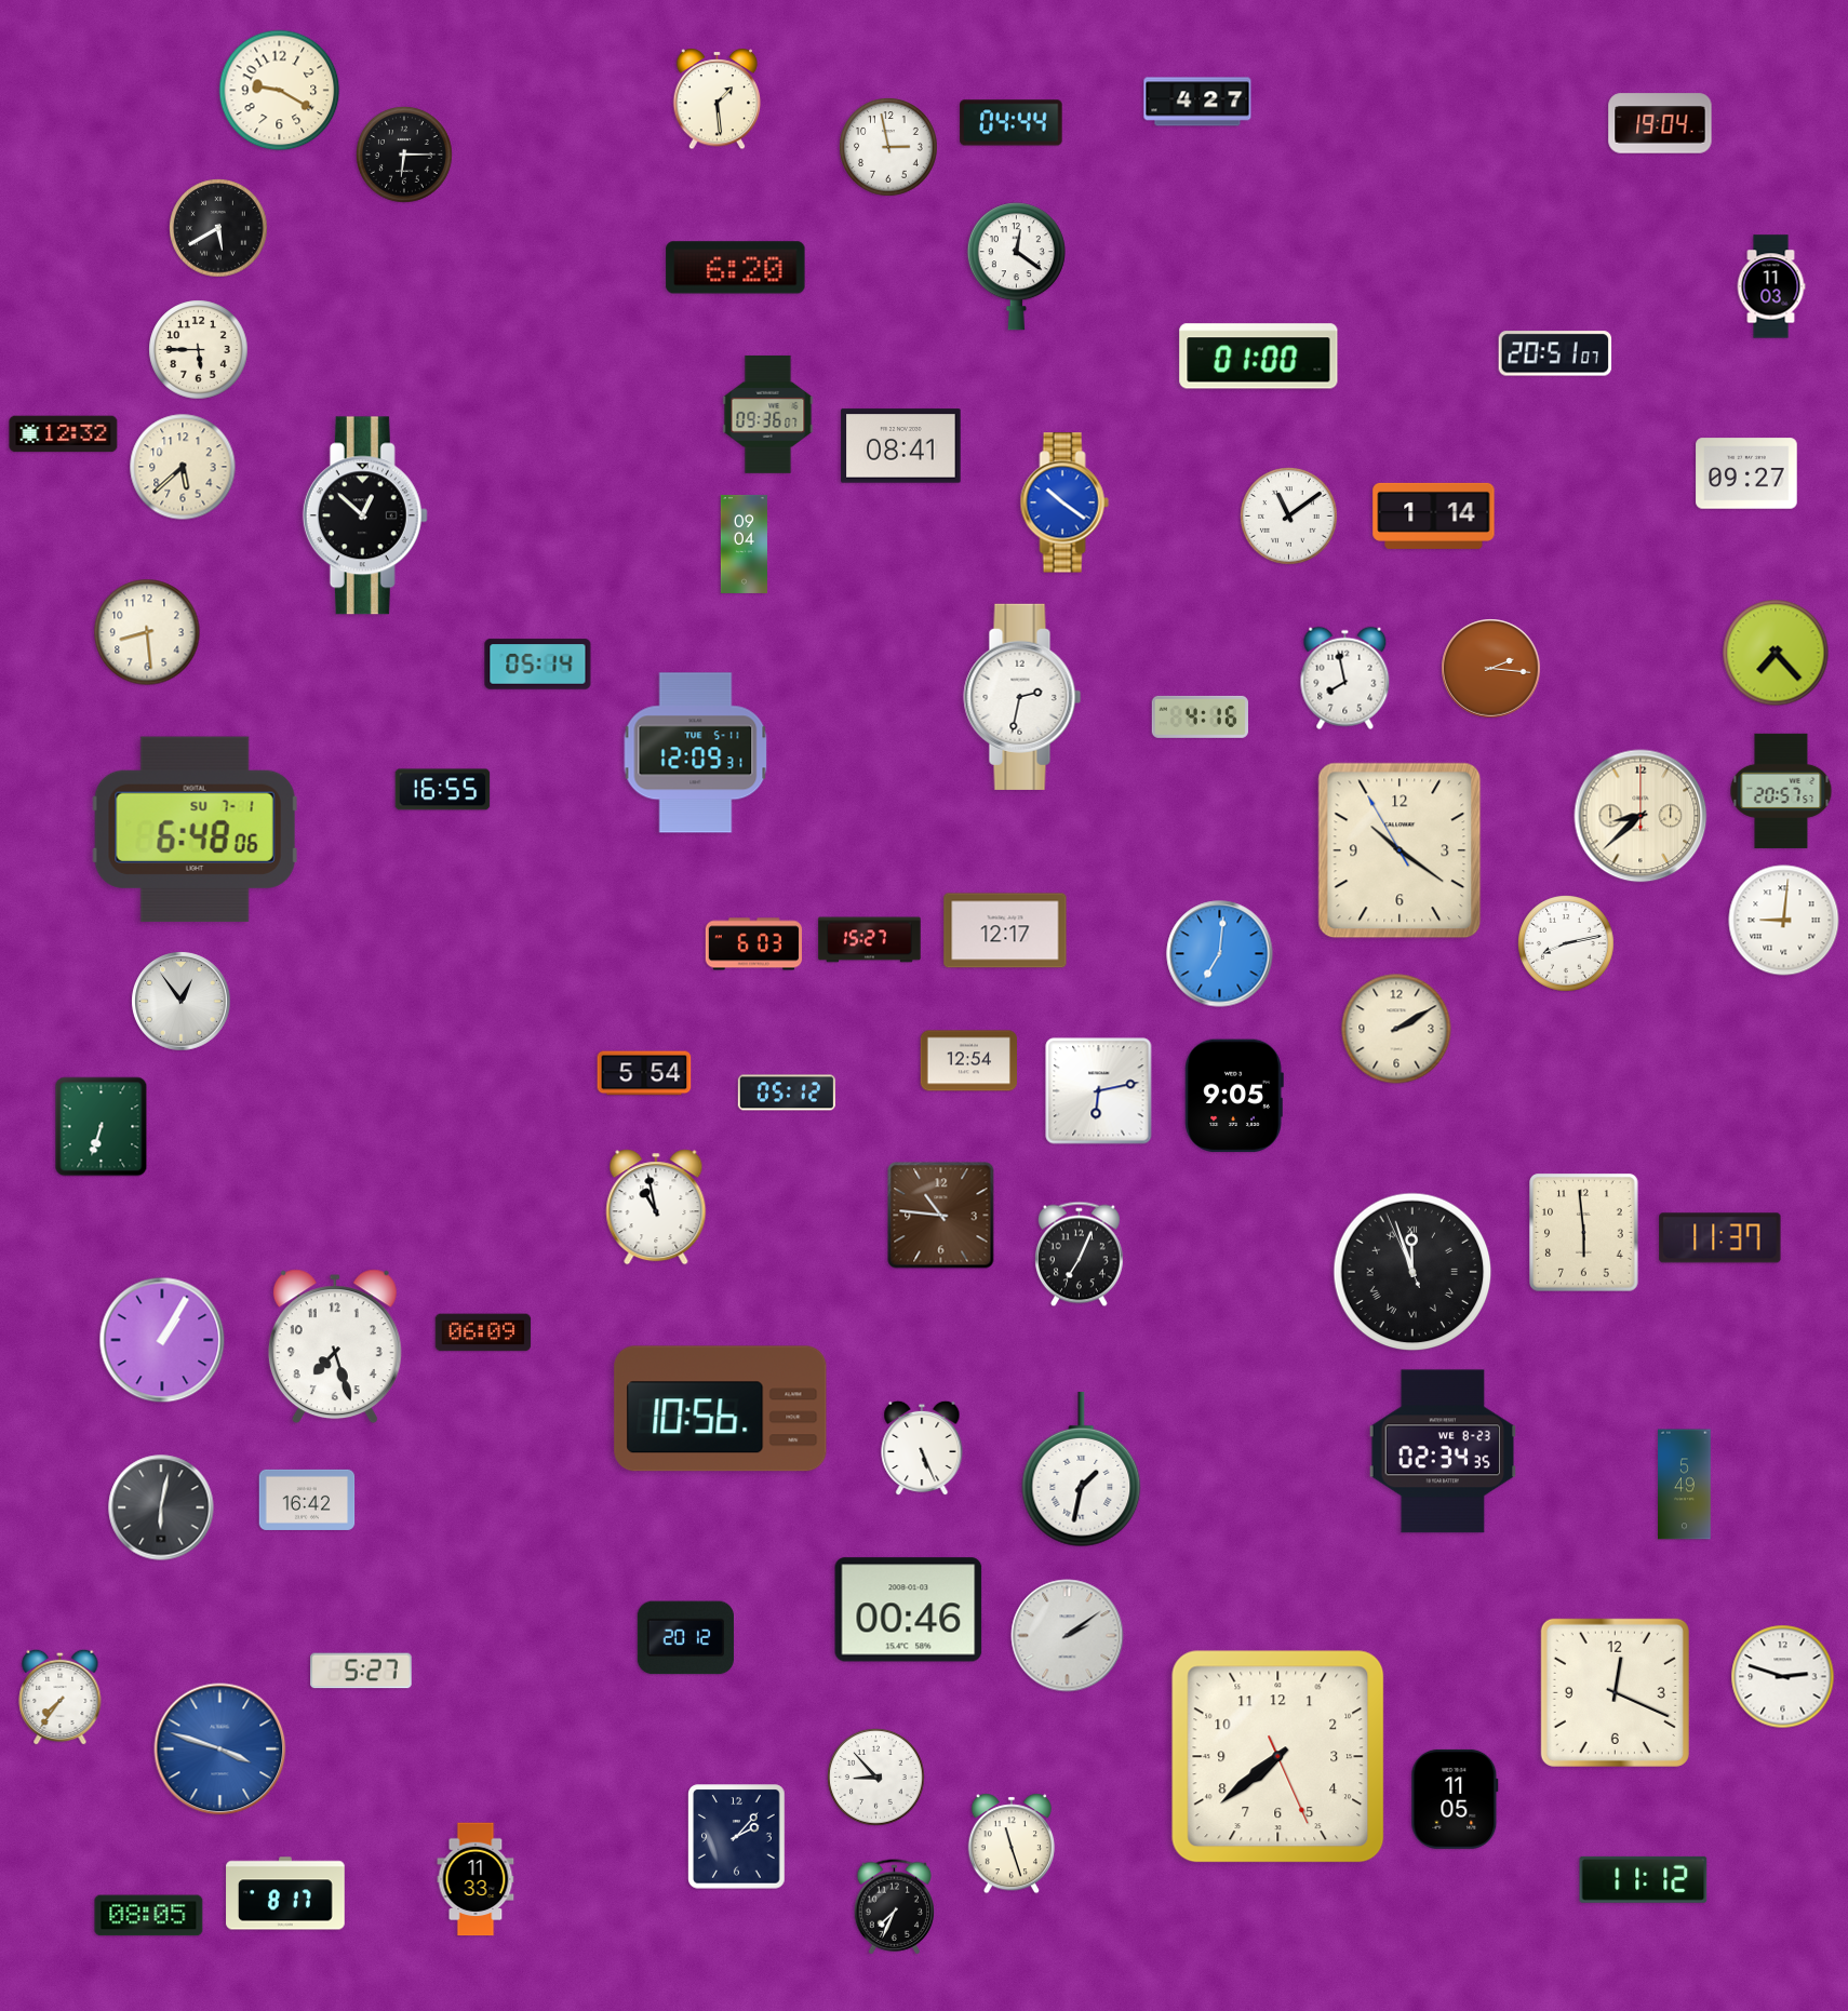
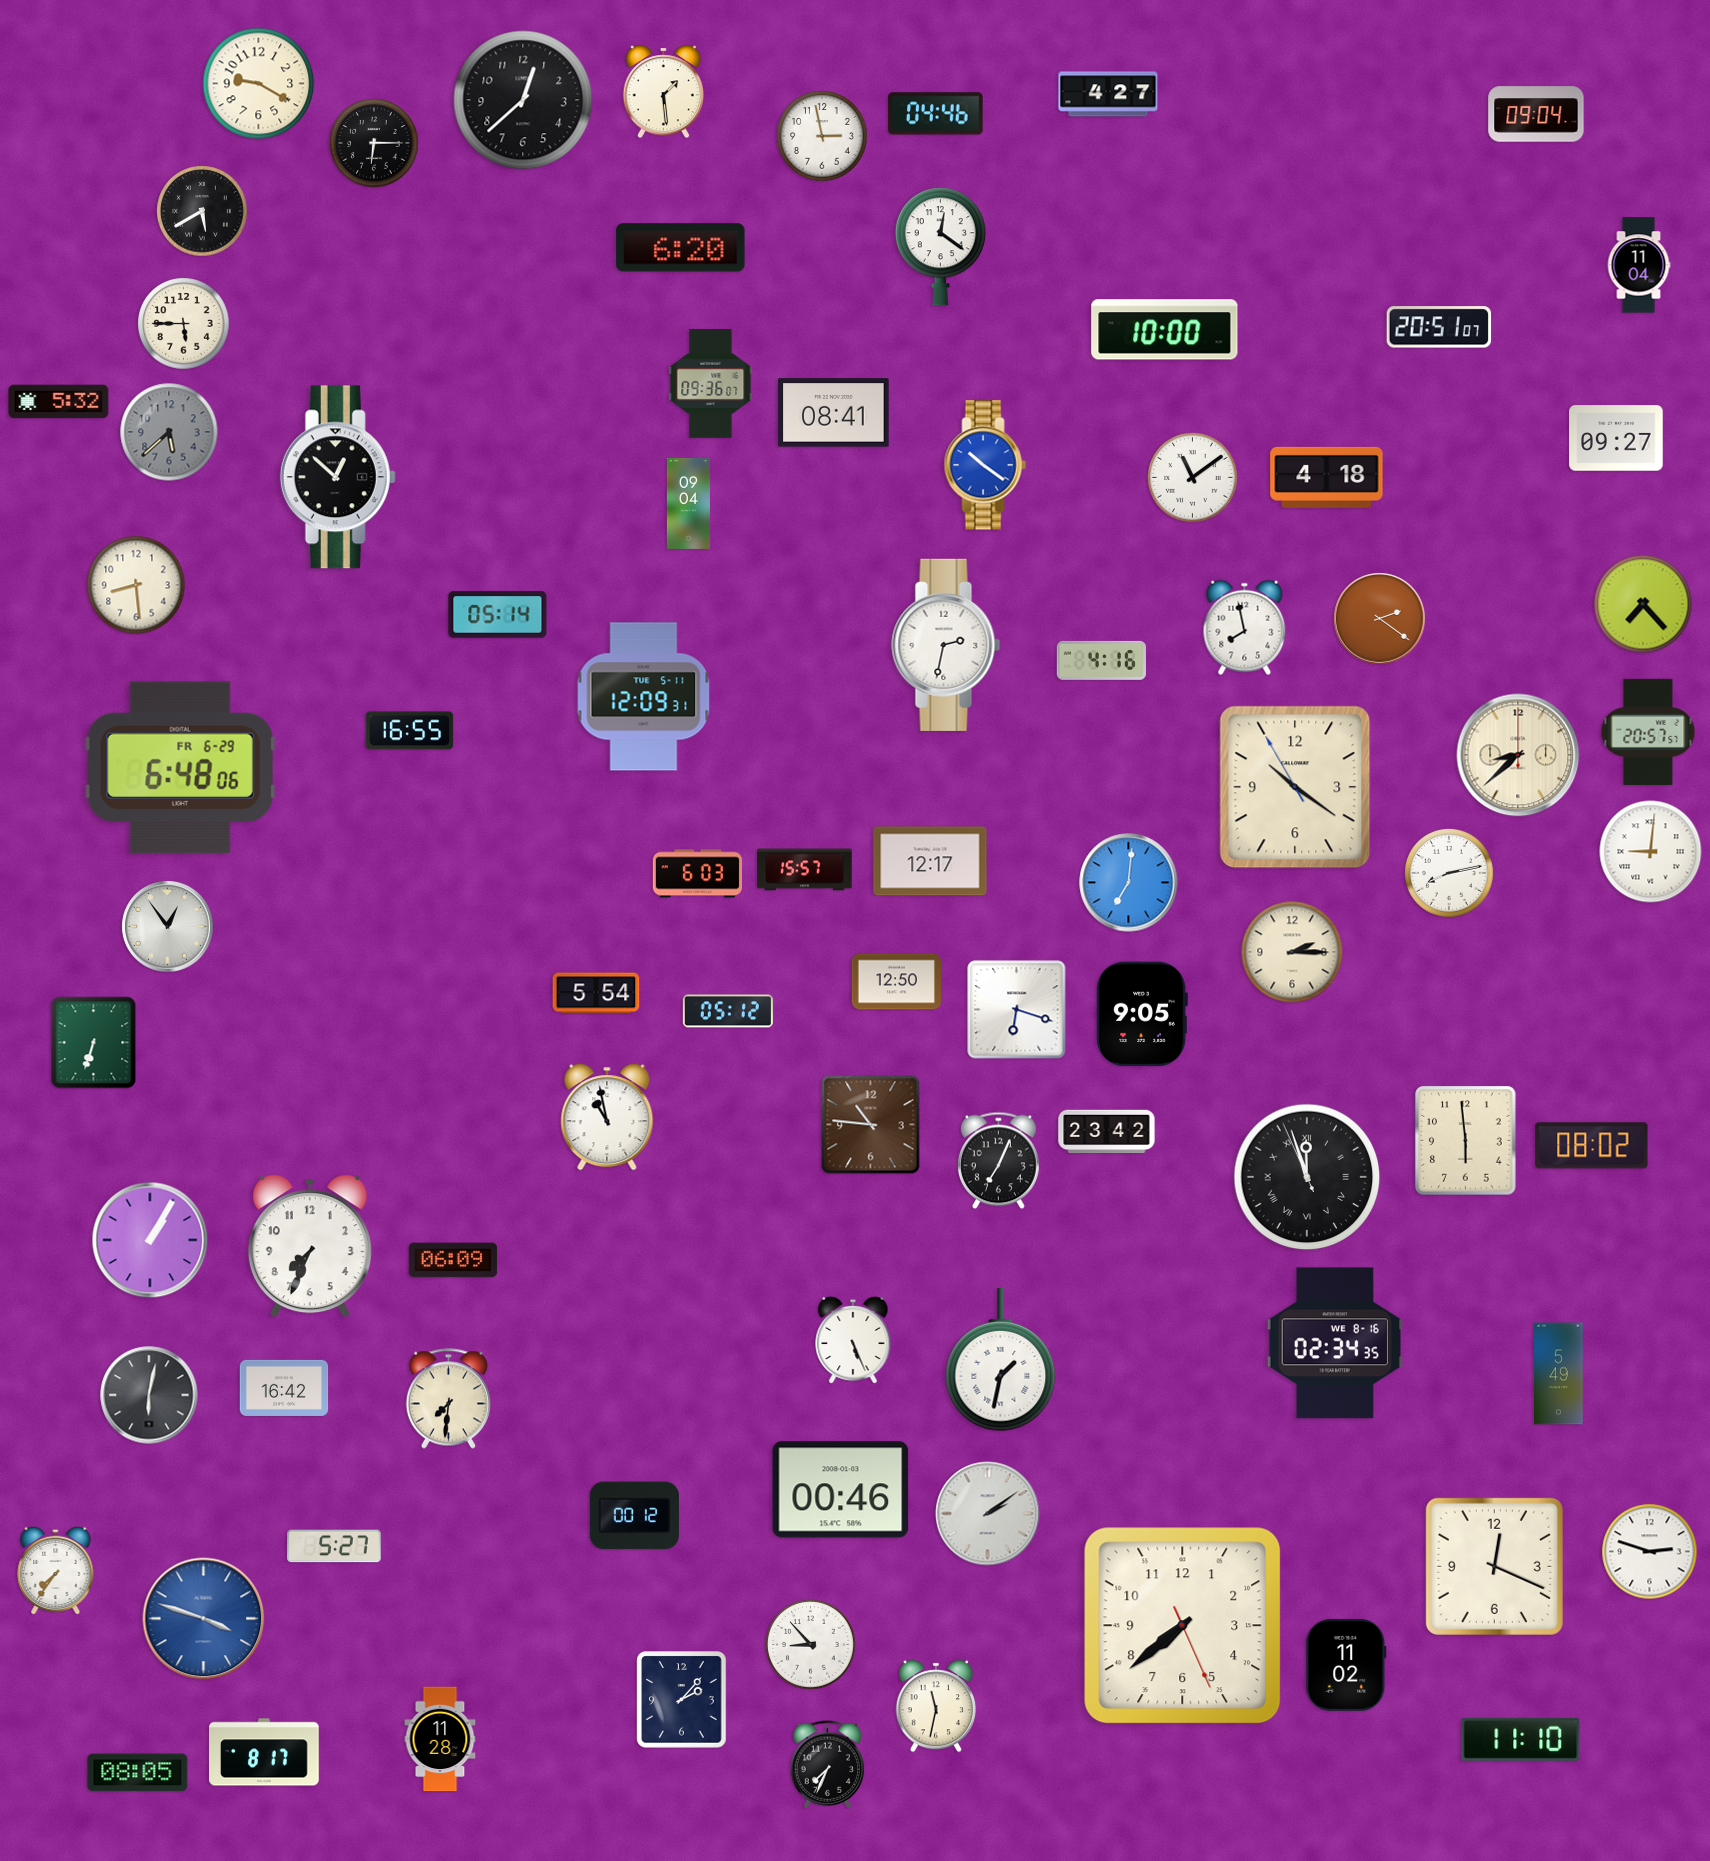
clock at (523, 100): none -> 12:38
clock at (1012, 123): 04:44 -> 04:46
clock at (1660, 123): 19:04 -> 09:04
clock at (1771, 286): 11:03 -> 11:04
clock at (1259, 357): 01:00 -> 10:00
clock at (64, 434): 12:32 -> 5:32
clock at (183, 467) dial: cream -> grey
clock at (1434, 515): 1:14 -> 4:18
clock at (1491, 669): 2:16 -> 2:21
clock at (1200, 716) position: (1200, 716) -> (1101, 660)
clock at (195, 830) date: SU 7-1 -> FR 6-29
clock at (870, 940): 15:27 -> 15:57
clock at (1396, 1029): 2:10 -> 2:15
clock at (968, 1061): 12:54 -> 12:50
clock at (1099, 1091): 6:13 -> 6:18
clock at (1107, 1132): none -> 23:42
clock at (1720, 1238): 11:37 -> 08:02
clock at (483, 1332) position: (483, 1332) -> (453, 1260)
clock at (335, 1346): 7:27 -> 7:34
clock at (721, 1409): 10:56 -> none
clock at (1442, 1451) date: WE 8-23 -> WE 8-16
clock at (448, 1399): none -> 7:31
clock at (685, 1638): 20:12 -> 00:12
clock at (1455, 1799): 11:05 -> 11:02
clock at (1010, 1844): 11:27 -> 11:32
clock at (476, 1879): 11:33 -> 11:28
clock at (1644, 1879): 11:12 -> 11:10
